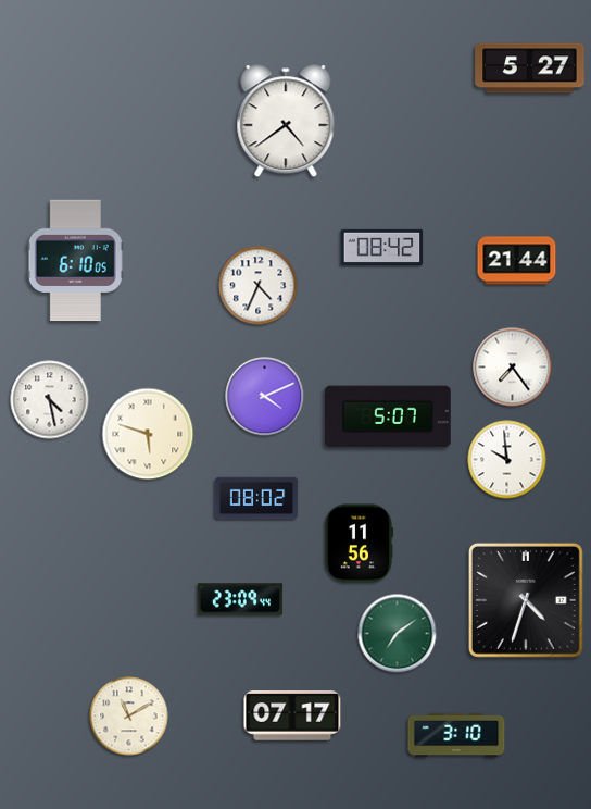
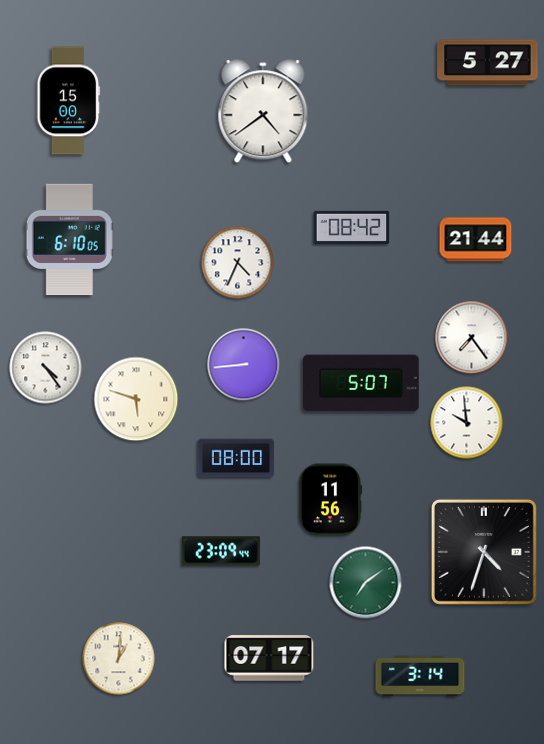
clock at (69, 101): none -> 15:00
clock at (265, 397): 4:11 -> 8:44
clock at (50, 400): 4:28 -> 4:24
clock at (388, 416) position: (388, 416) -> (361, 383)
clock at (256, 498): 08:02 -> 08:00
clock at (129, 717): 11:10 -> 1:01
clock at (456, 735): 3:10 -> 3:14
